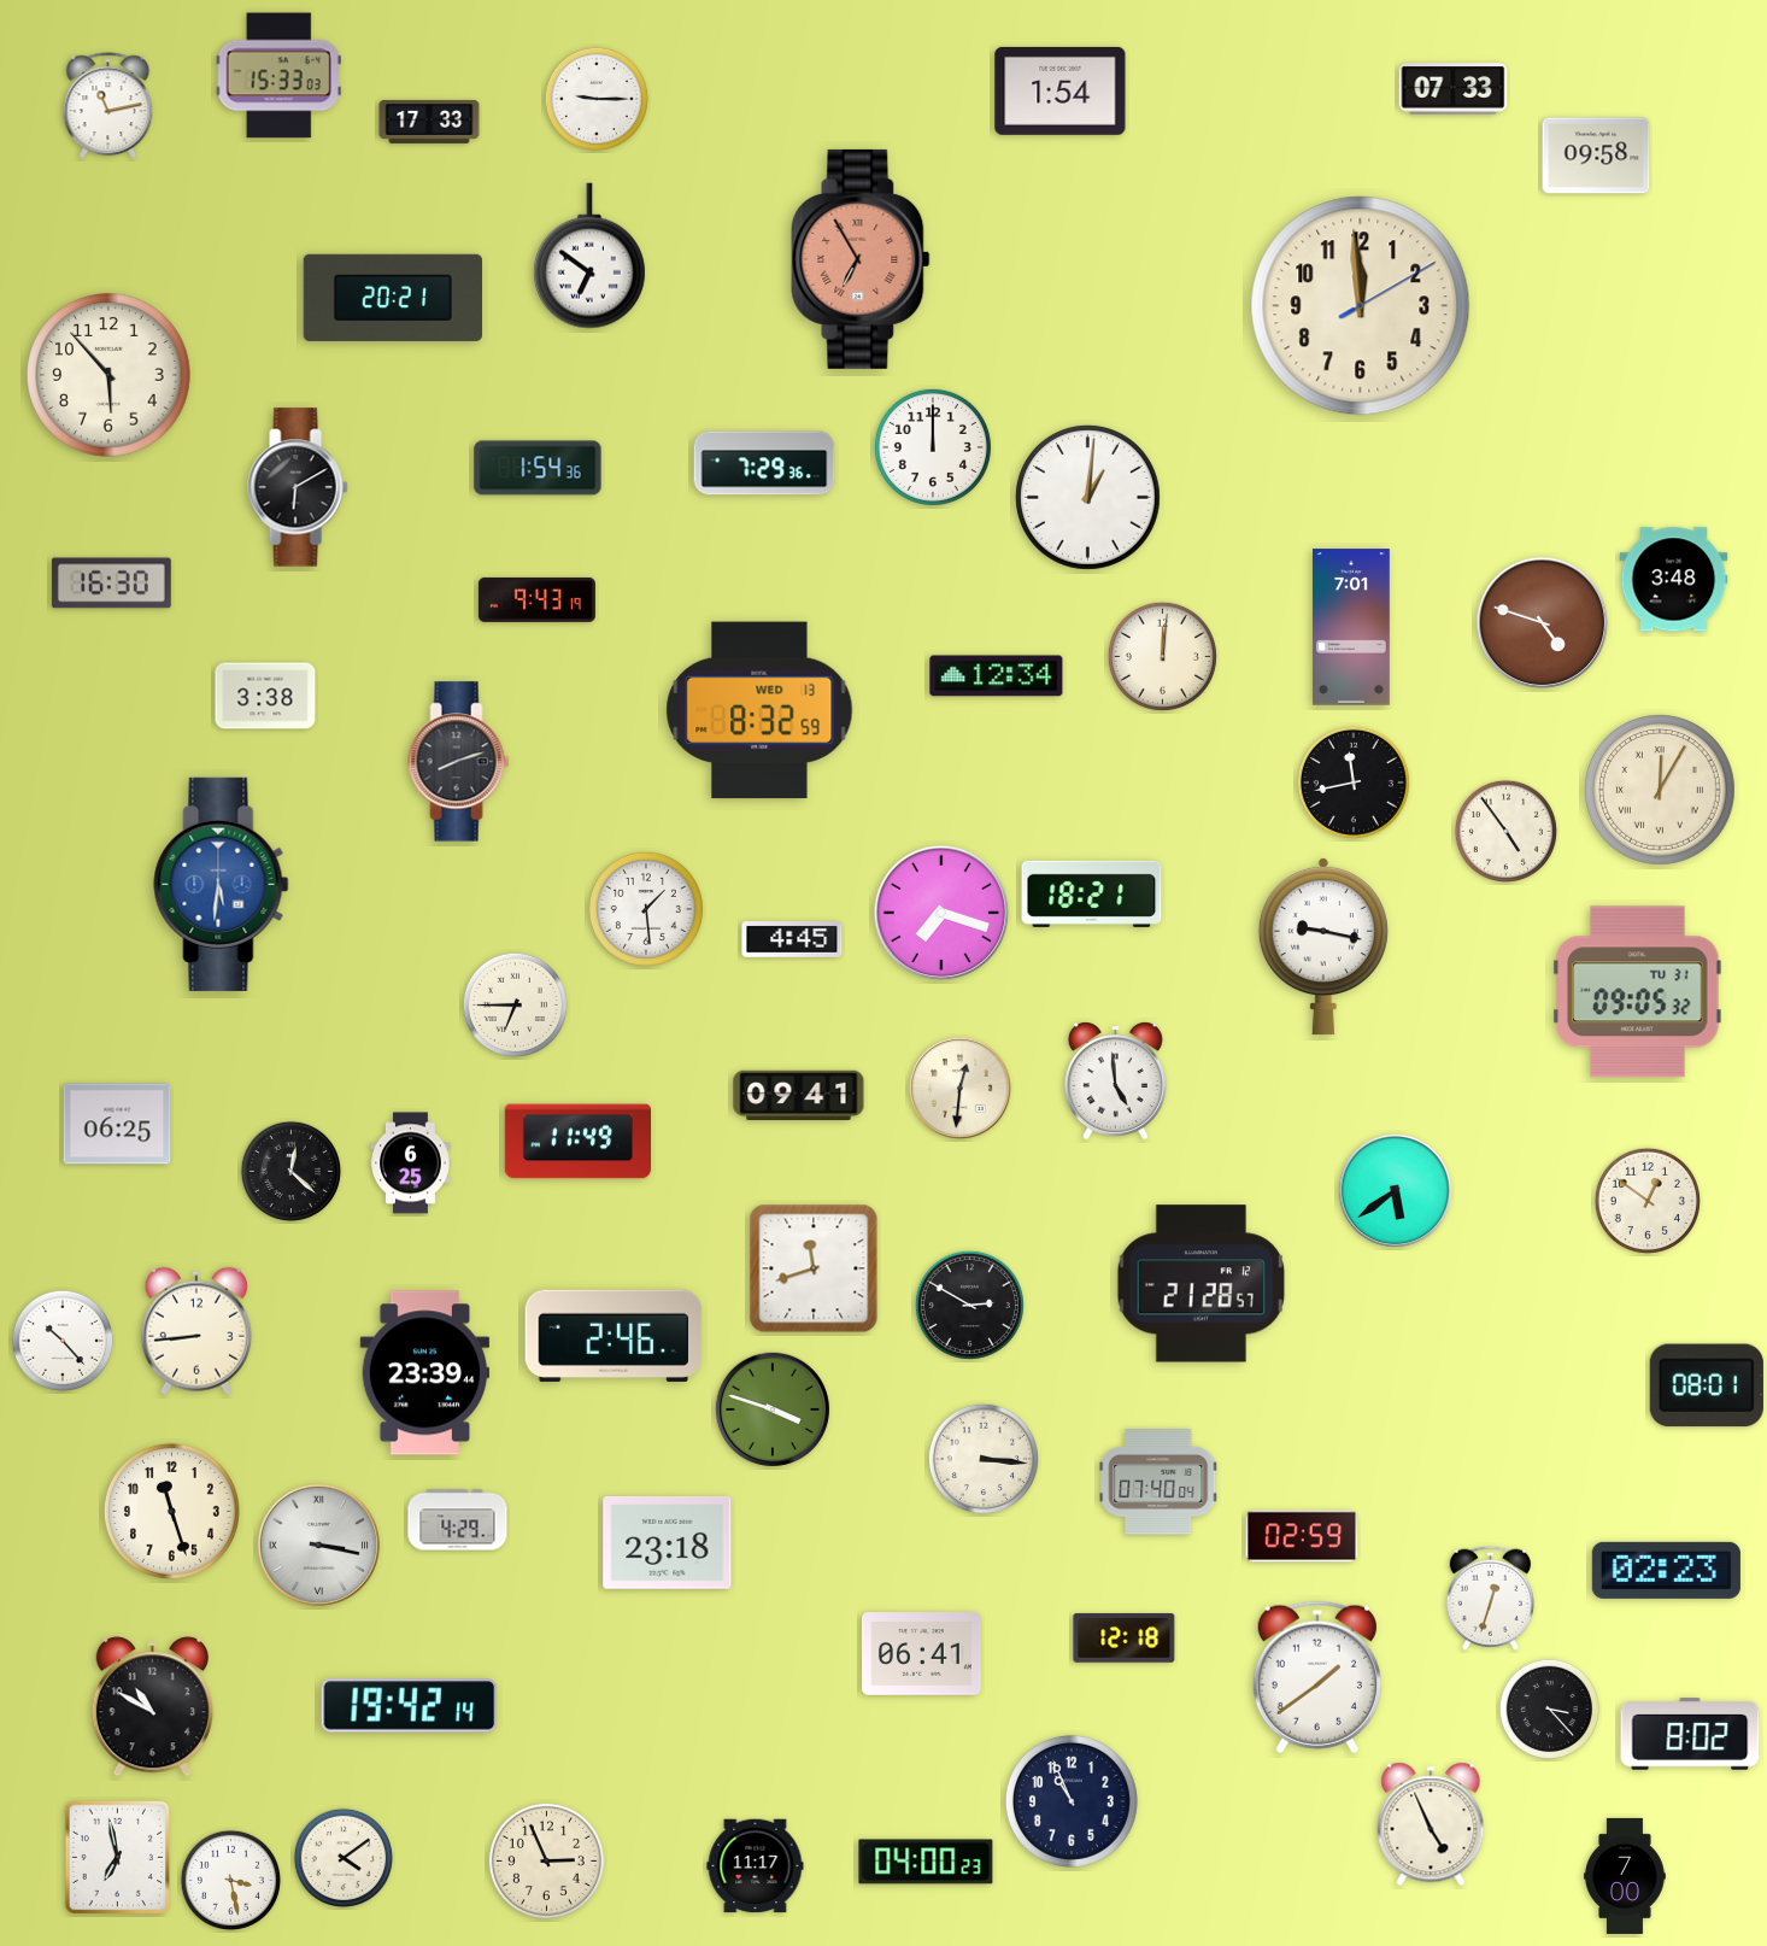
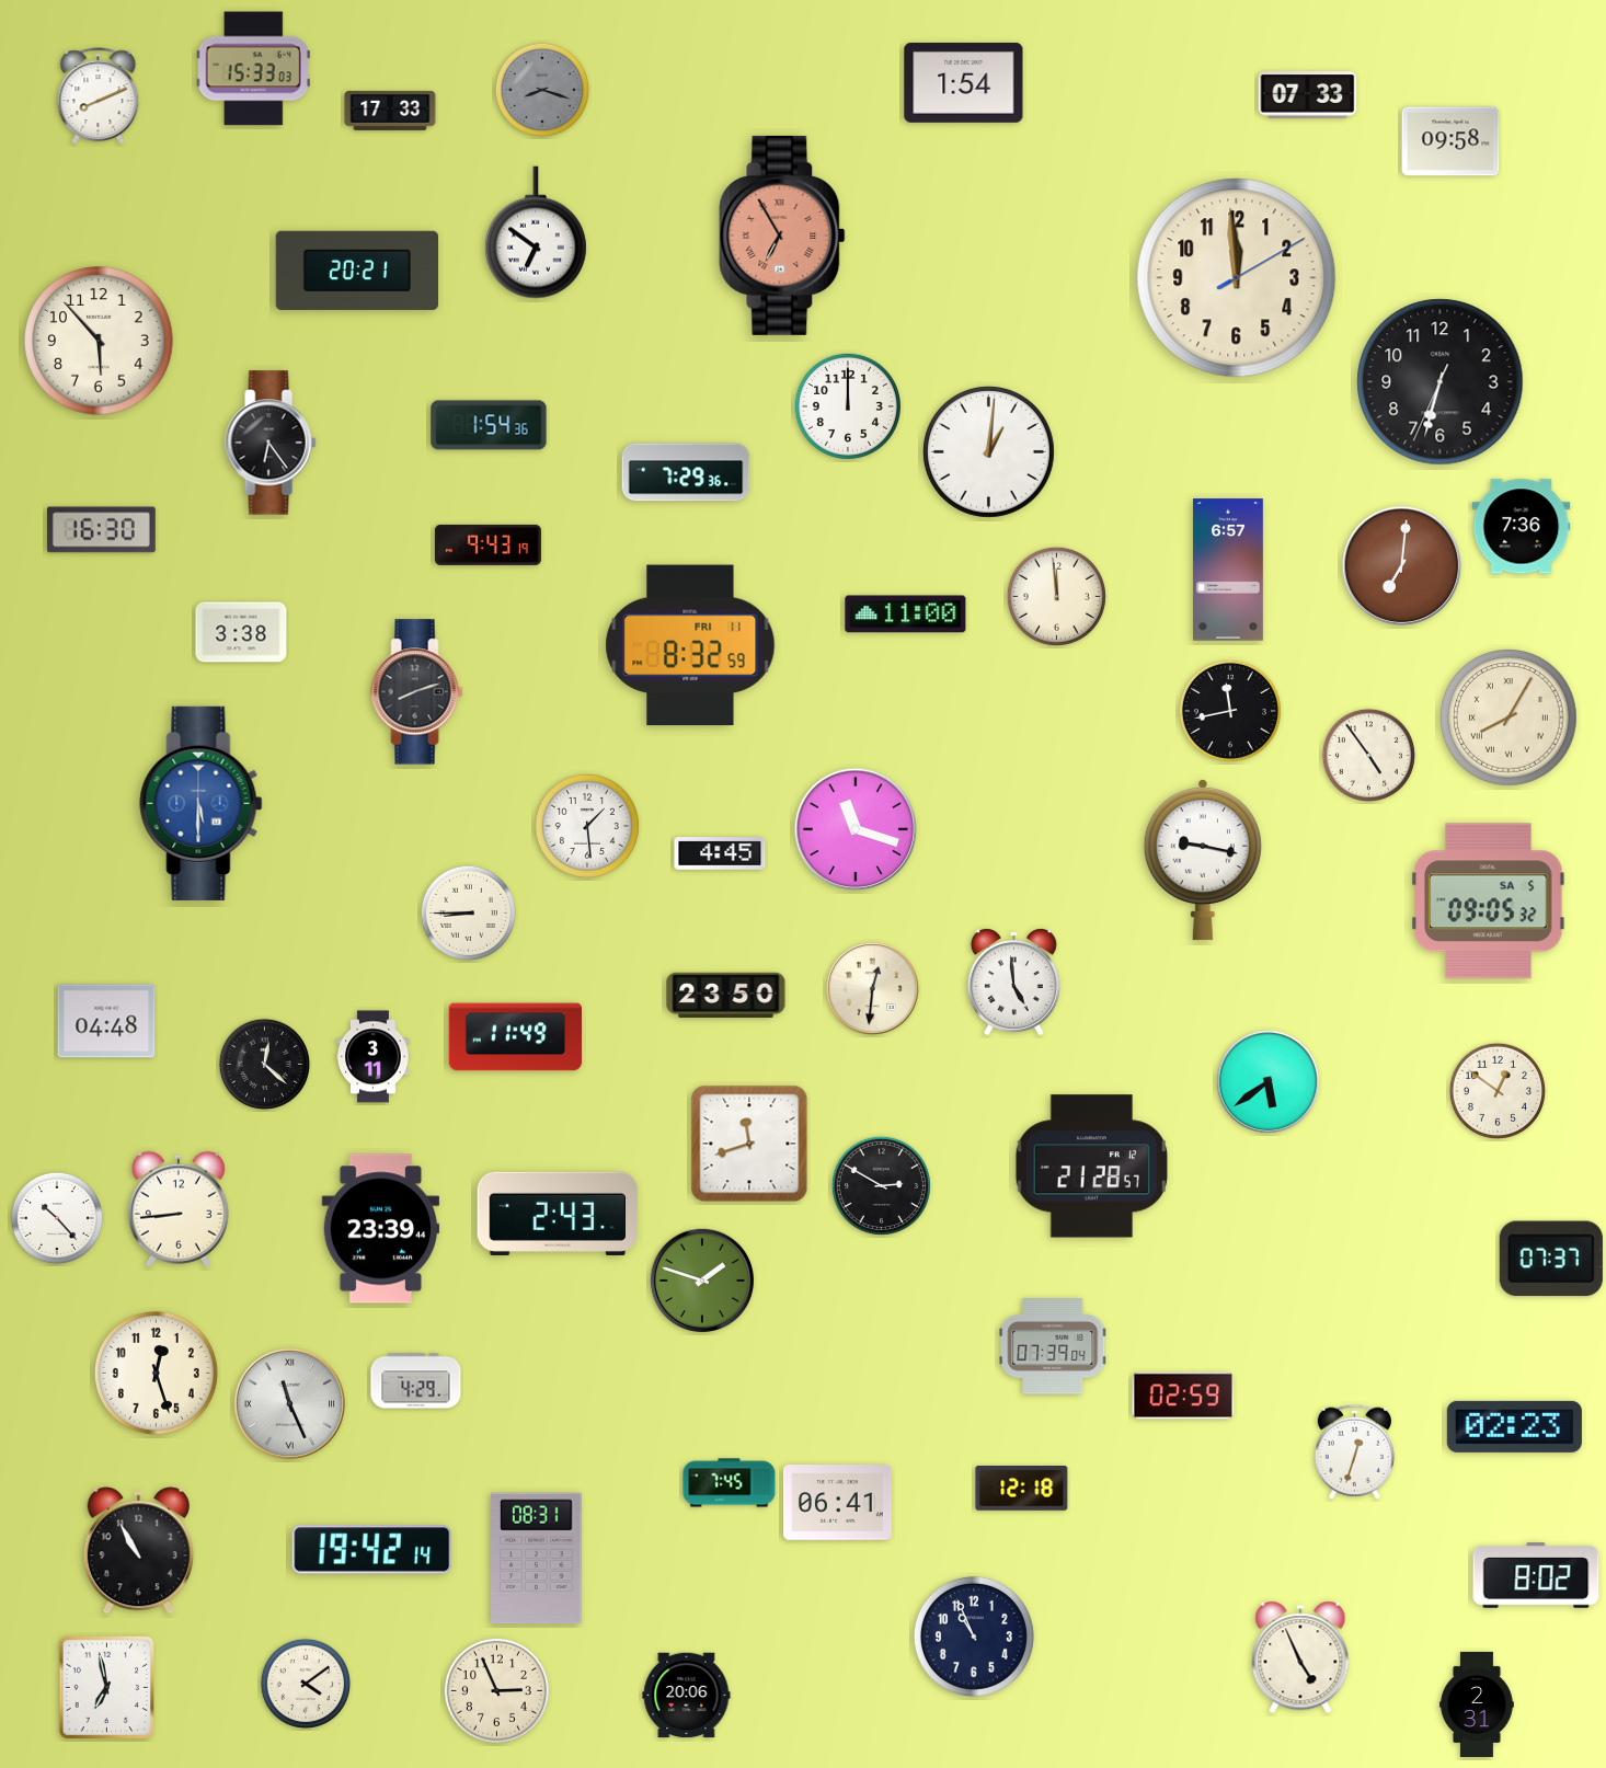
clock at (1454, 89) position: (1454, 89) -> (1308, 95)
clock at (597, 99): 9:15 -> 8:18
clock at (597, 99) dial: white -> grey
clock at (108, 106): 11:13 -> 8:11
clock at (1441, 382): none -> 6:32
clock at (764, 463) position: (764, 463) -> (686, 472)
clock at (298, 487): 6:10 -> 6:24
clock at (1674, 580): 3:48 -> 7:36
clock at (1543, 623): 4:48 -> 7:01
clock at (1351, 627): 7:01 -> 6:57
clock at (1162, 656): 12:01 -> 11:59
clock at (997, 676): 12:34 -> 11:00
clock at (759, 710) date: WED 13 -> FRI 11
clock at (1661, 791): 12:05 -> 8:05
clock at (222, 884): 5:31 -> 5:30
clock at (1092, 893): 18:21 -> none
clock at (941, 913): 7:18 -> 11:18
clock at (1638, 992) date: TU 31 -> SA 5
clock at (515, 1004): 6:45 -> 8:45
clock at (799, 1096): 09:41 -> 23:50
clock at (117, 1124): 06:25 -> 04:48
clock at (577, 1142) position: (577, 1142) -> (515, 1037)
clock at (411, 1164): 6:25 -> 3:11
clock at (814, 1268) position: (814, 1268) -> (749, 1144)
clock at (614, 1336): 2:46 -> 2:43
clock at (425, 1373) position: (425, 1373) -> (381, 1229)
clock at (1707, 1385): 08:01 -> 07:37
clock at (773, 1409): 3:48 -> 1:48
clock at (984, 1459): 3:16 -> none
clock at (1158, 1483): 07:40 -> 07:39
clock at (171, 1511): 11:27 -> 12:27
clock at (668, 1542): 23:18 -> none
clock at (318, 1545): 3:17 -> 11:26
clock at (730, 1483): none -> 7:45
clock at (1317, 1677): 1:39 -> none
clock at (152, 1707): 10:50 -> 10:55
clock at (1549, 1708): 3:23 -> none
clock at (537, 1559): none -> 08:31
clock at (342, 1857) position: (342, 1857) -> (305, 1683)
clock at (926, 1862): 04:00 -> none
clock at (756, 1866): 11:17 -> 20:06
clock at (1625, 1876): 7:00 -> 2:31
clock at (230, 1880): 3:28 -> none
